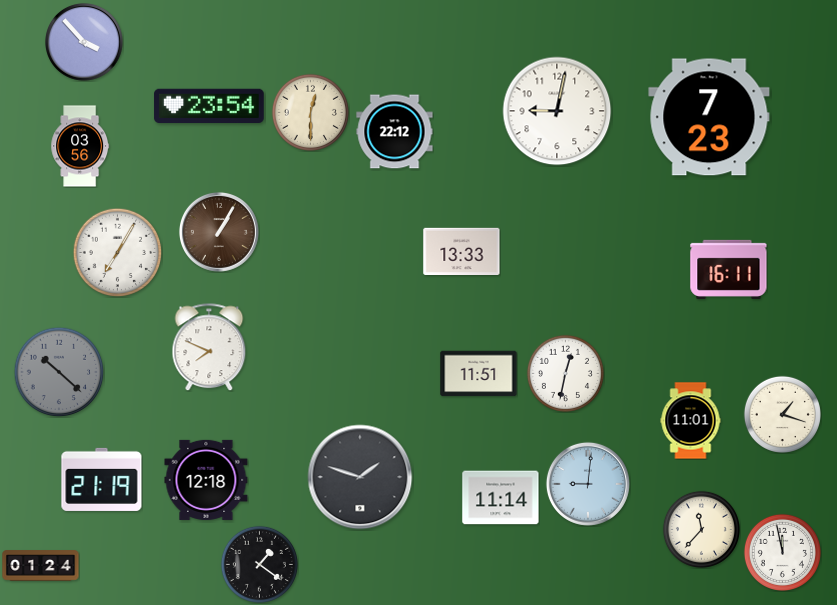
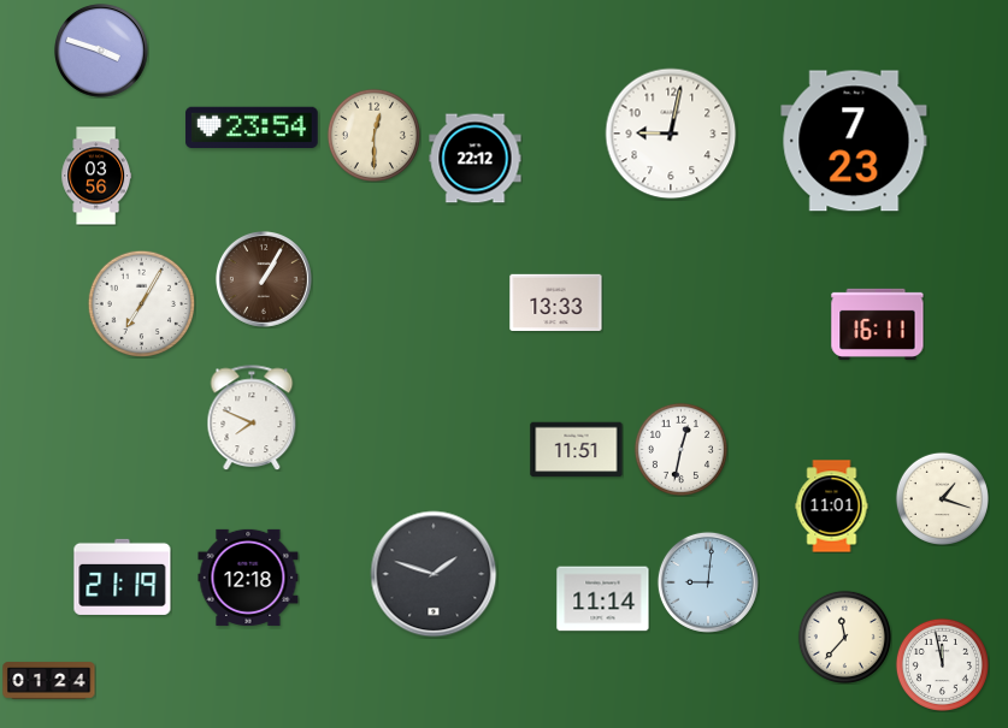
clock at (85, 43): 3:53 -> 3:48
clock at (59, 372): 10:22 -> none
clock at (259, 564): 1:21 -> none
